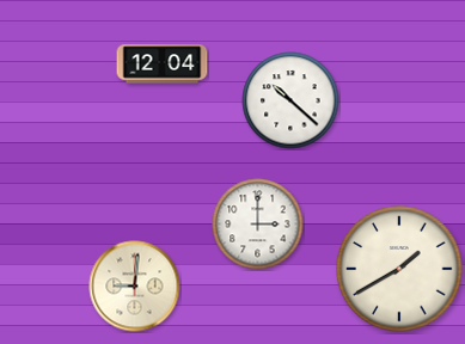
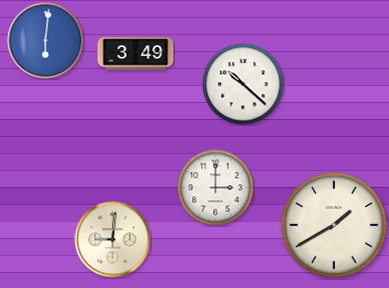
clock at (46, 41): none -> 6:01
clock at (163, 64): 12:04 -> 3:49
